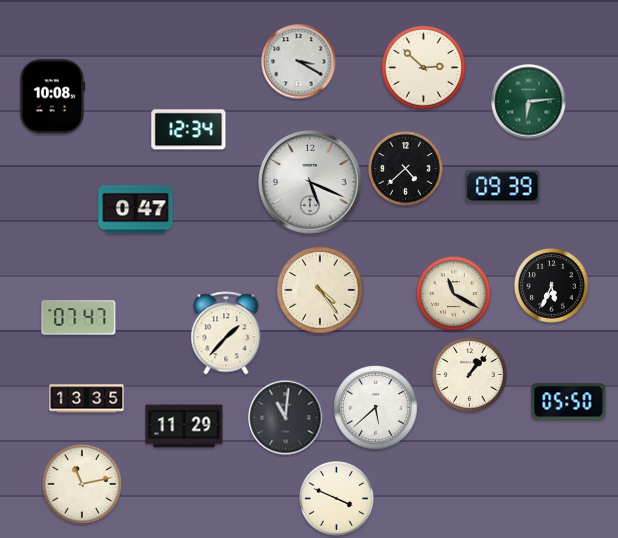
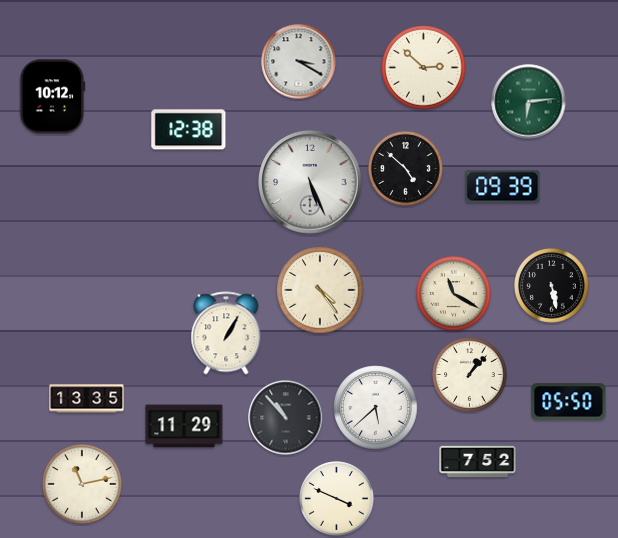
clock at (53, 97): 10:08 -> 10:12
clock at (189, 130): 12:34 -> 12:38
clock at (406, 169): 4:38 -> 4:52
clock at (310, 182): 5:19 -> 5:26
clock at (136, 210): 0:47 -> none
clock at (552, 286): 5:34 -> 5:28
clock at (79, 318): 07:47 -> none
clock at (226, 333): 1:37 -> 1:05
clock at (286, 418): 11:01 -> 10:53
clock at (478, 462): none -> 7:52
